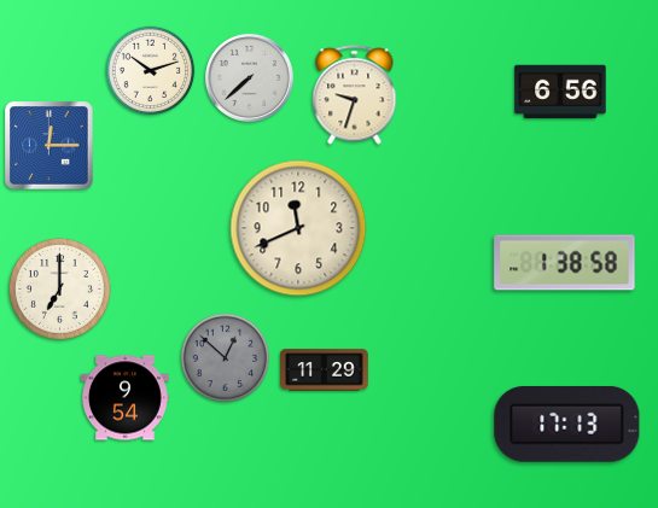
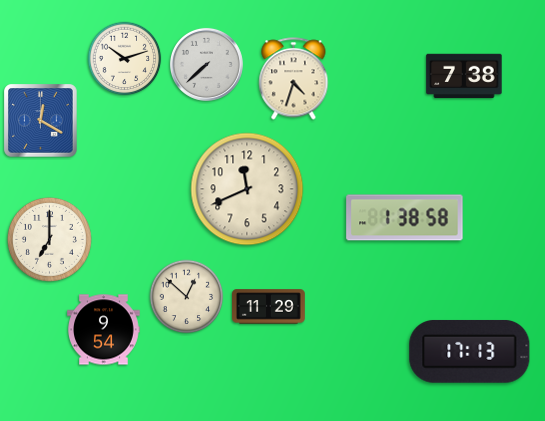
clock at (560, 92): 6:56 -> 7:38
clock at (355, 95): 9:33 -> 4:33
clock at (50, 146): 12:15 -> 12:20
clock at (565, 263) position: (565, 263) -> (405, 218)
clock at (226, 358) dial: grey -> cream
